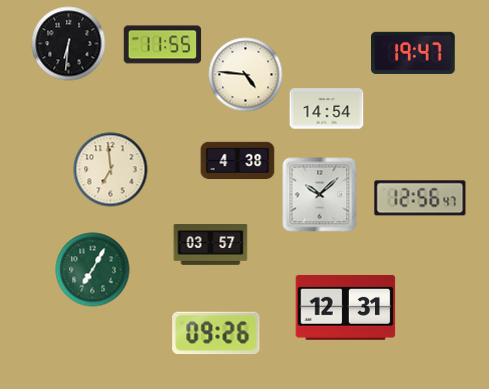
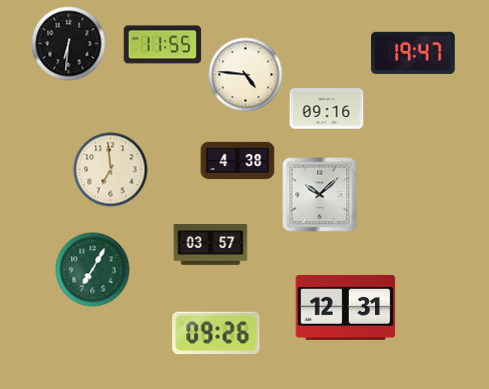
clock at (327, 109): 14:54 -> 09:16
clock at (420, 198): 12:56 -> none
